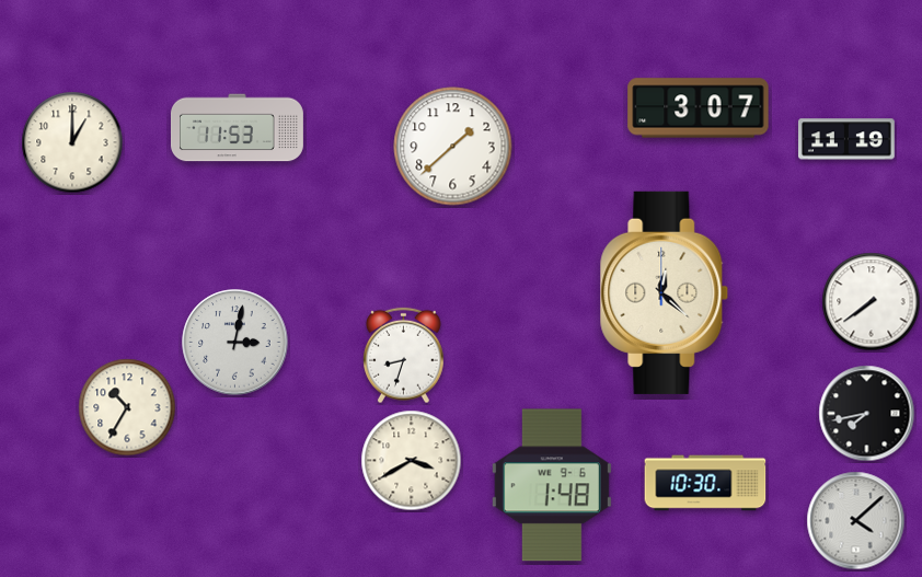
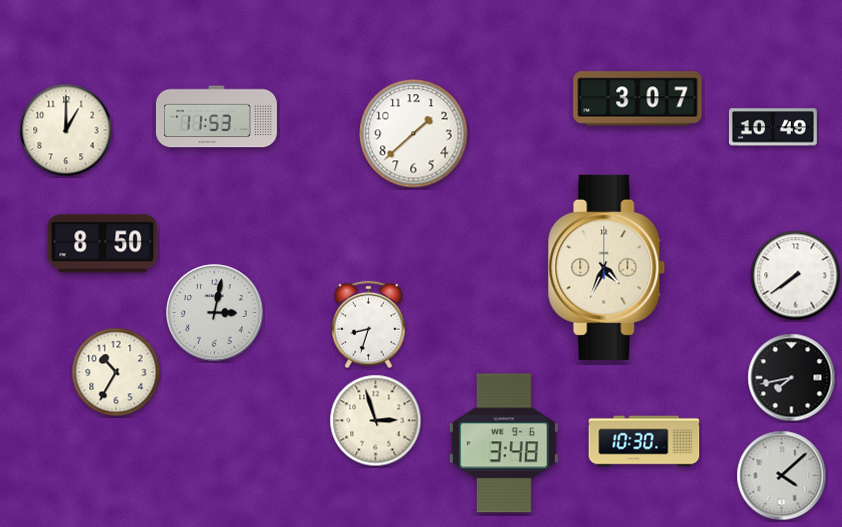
clock at (846, 139): 11:19 -> 10:49
clock at (103, 244): none -> 8:50
clock at (665, 292): 12:22 -> 4:34
clock at (412, 461): 3:40 -> 2:57
clock at (552, 485): 1:48 -> 3:48
